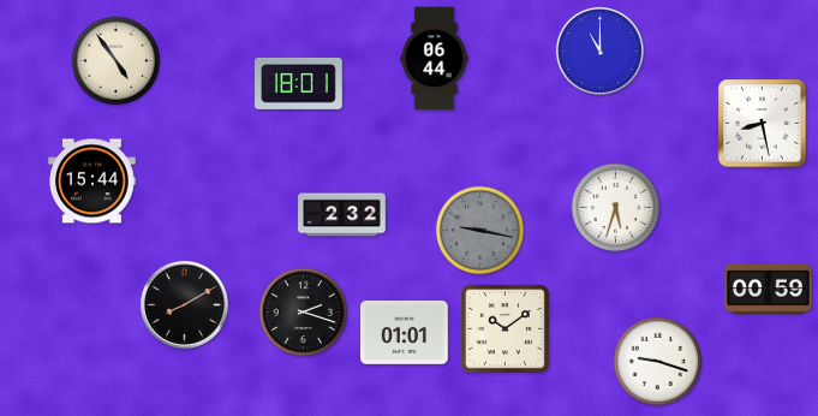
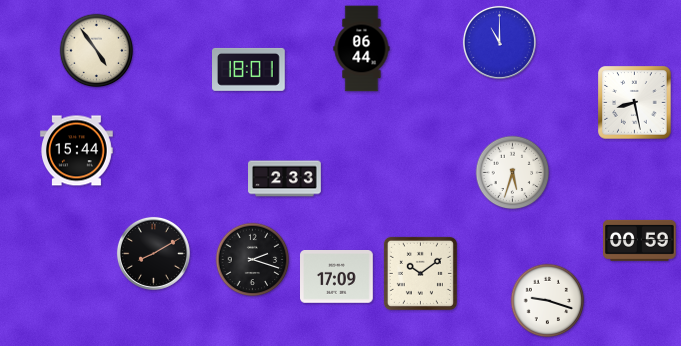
clock at (342, 215): 2:32 -> 2:33
clock at (480, 231): 9:17 -> none
clock at (405, 333): 01:01 -> 17:09
